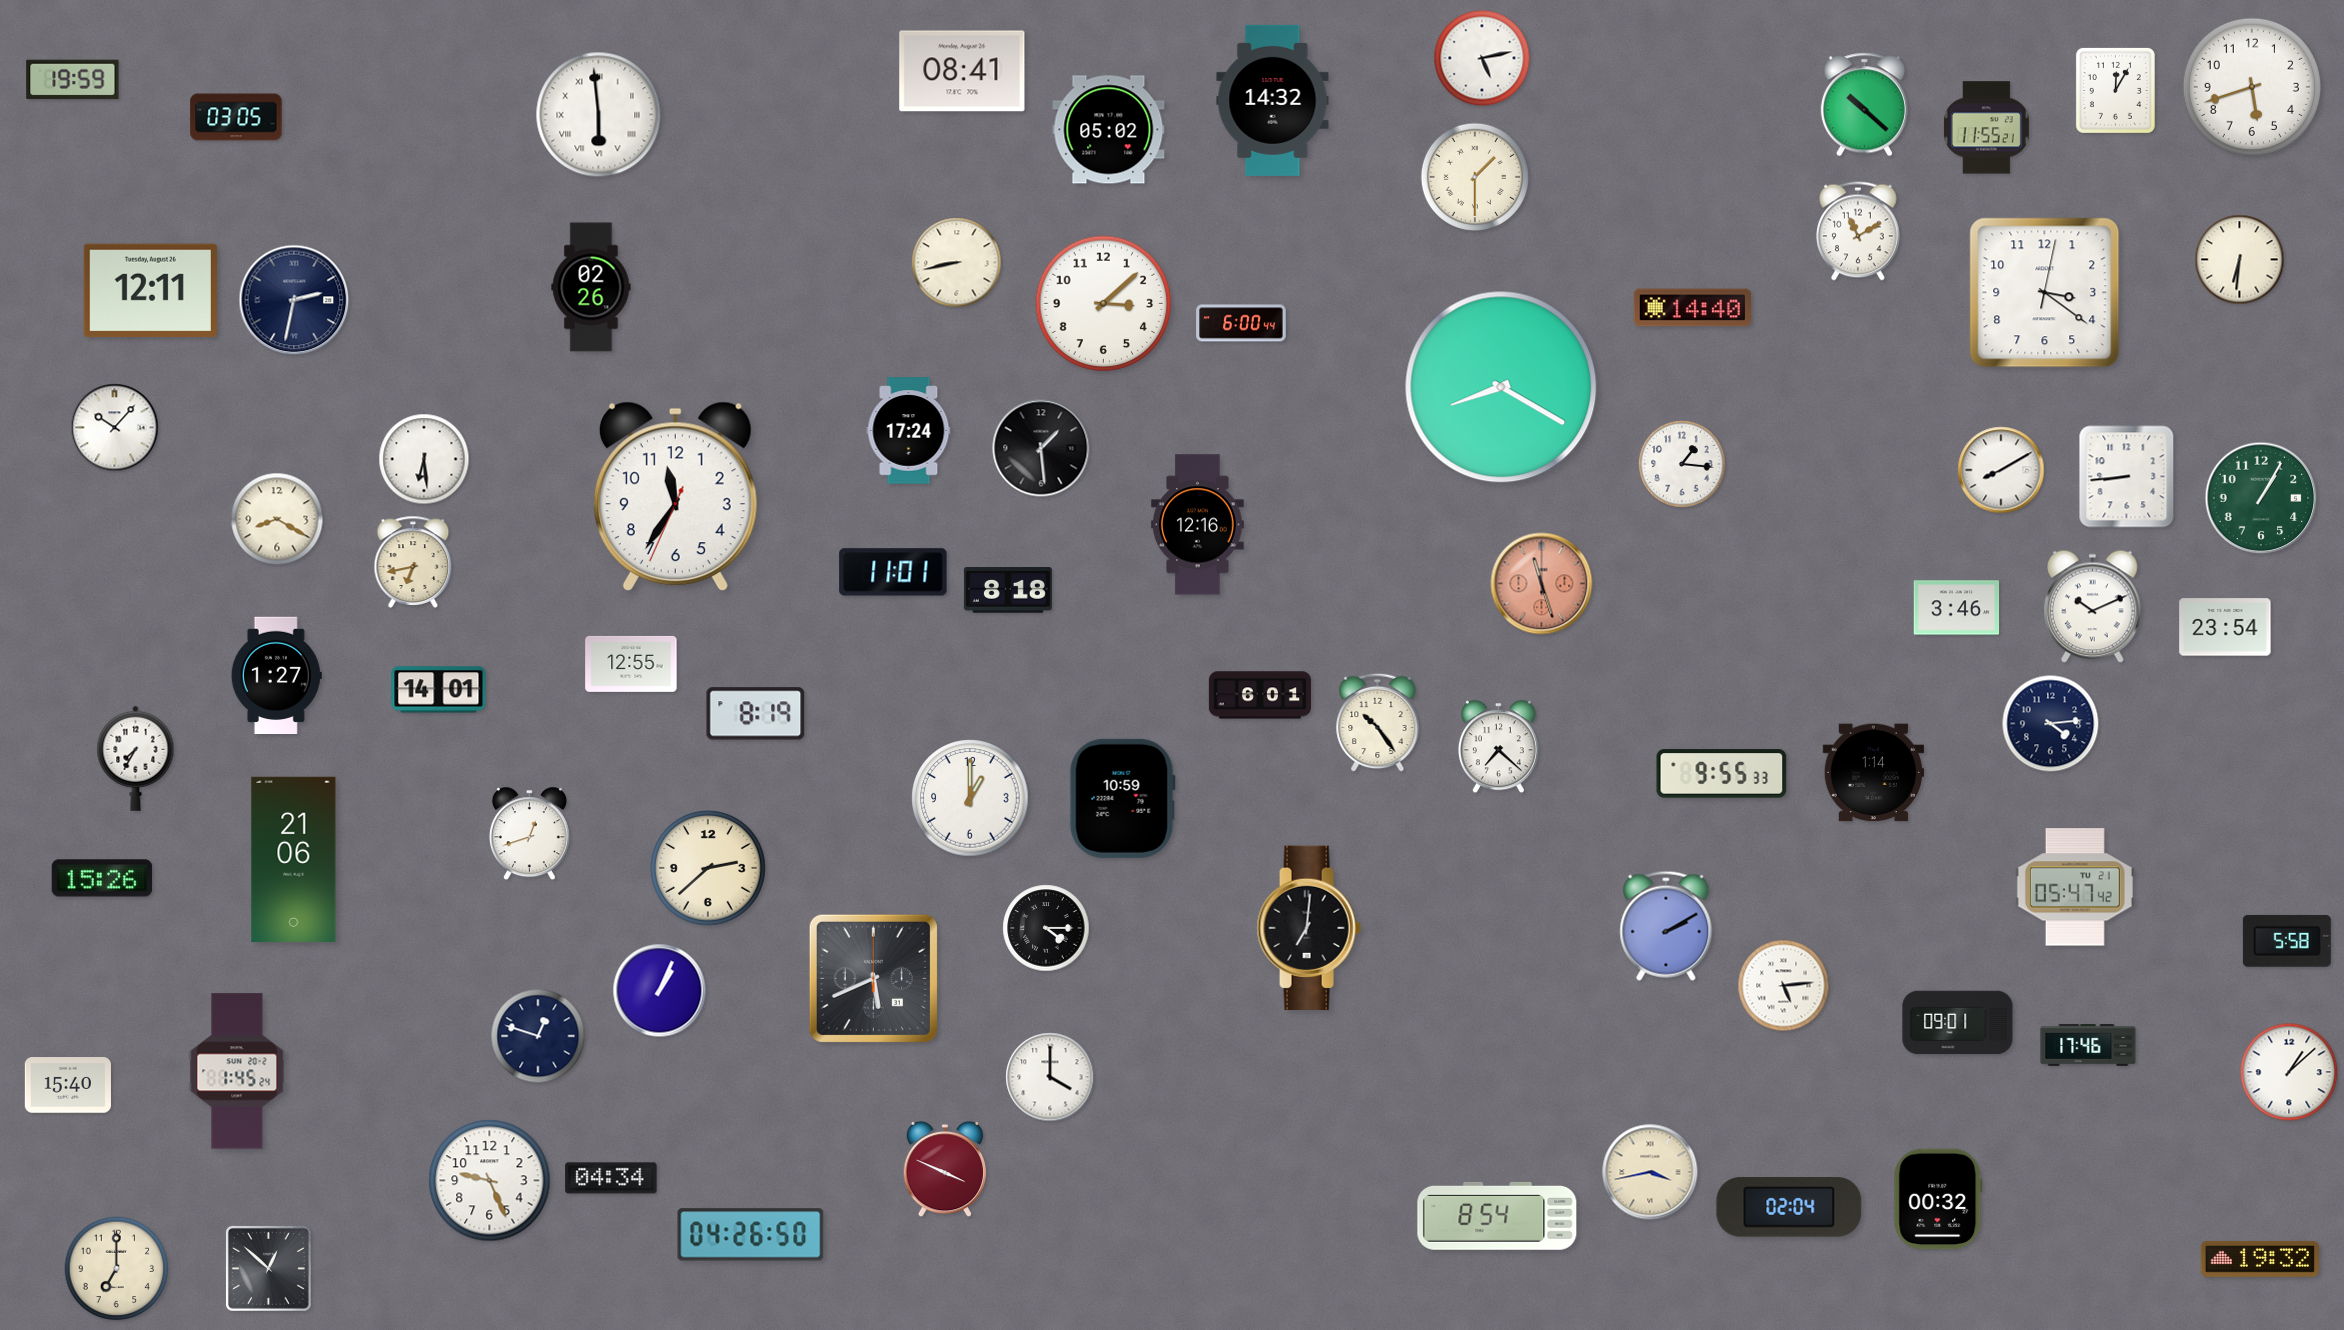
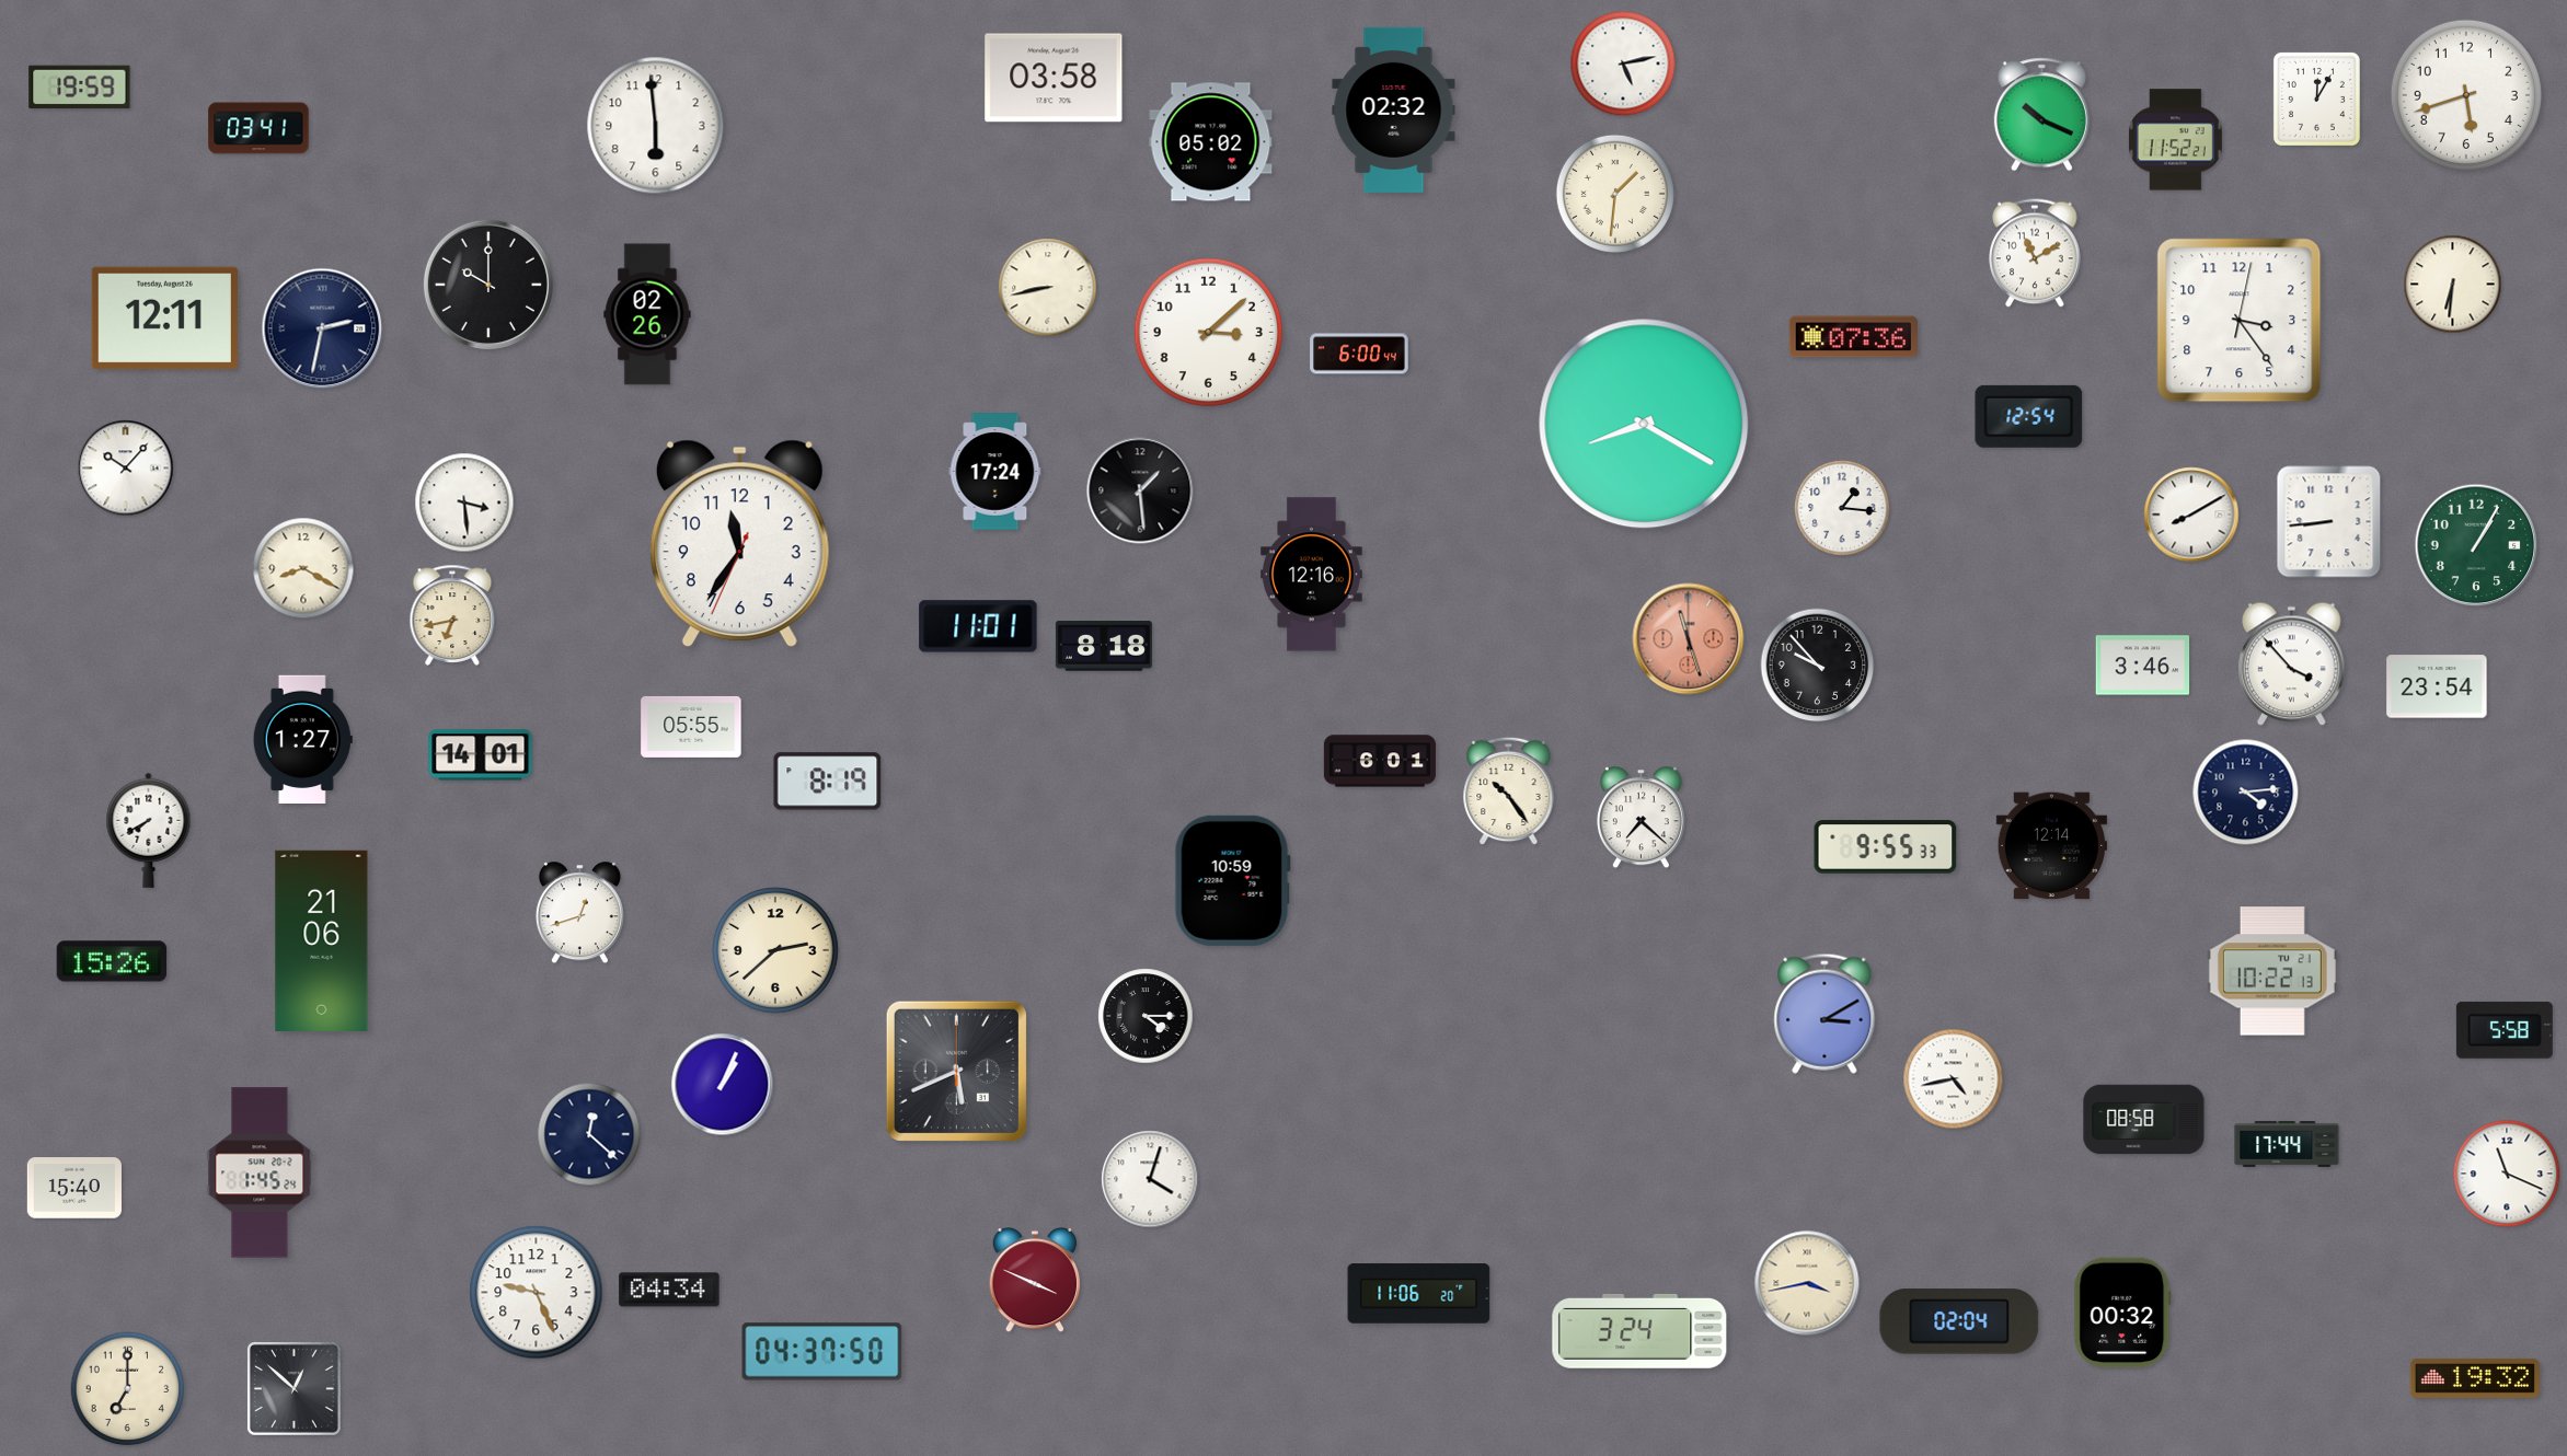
clock at (962, 71): 08:41 -> 03:58
clock at (1273, 100): 14:32 -> 02:32
clock at (1864, 105): 10:22 -> 10:19
clock at (599, 115) numerals: Roman -> Arabic
clock at (236, 117): 03:05 -> 03:41
clock at (1986, 128): 11:55 -> 11:52
clock at (1109, 130) position: (1109, 130) -> (1211, 142)
clock at (1475, 177): 1:30 -> 1:31
clock at (488, 285): none -> 10:00
clock at (2045, 293): 3:21 -> 3:24
clock at (1692, 308): 14:40 -> 07:36
clock at (2029, 416): none -> 12:54
clock at (424, 459): 6:29 -> 3:29
clock at (2093, 607): 10:11 -> 3:53
clock at (1818, 666): none -> 9:53
clock at (631, 664): 12:55 -> 05:55
clock at (136, 758): 7:35 -> 7:40
clock at (1873, 773): 1:14 -> 12:14
clock at (970, 798): 1:00 -> none
clock at (1122, 798) position: (1122, 798) -> (1232, 880)
clock at (2075, 887): 05:47 -> 10:22
clock at (1666, 926): 2:10 -> 3:10
clock at (1309, 927): 7:01 -> none
clock at (1784, 986): 5:14 -> 4:43
clock at (1958, 1023): 09:01 -> 08:58
clock at (538, 1036): 12:48 -> 12:22
clock at (2088, 1045): 17:46 -> 17:44
clock at (2289, 1072): 1:08 -> 11:19
clock at (1050, 1077): 4:00 -> 4:03
clock at (1419, 1294): none -> 11:06
clock at (1497, 1216): 8:54 -> 3:24
clock at (751, 1235): 04:26 -> 04:37
